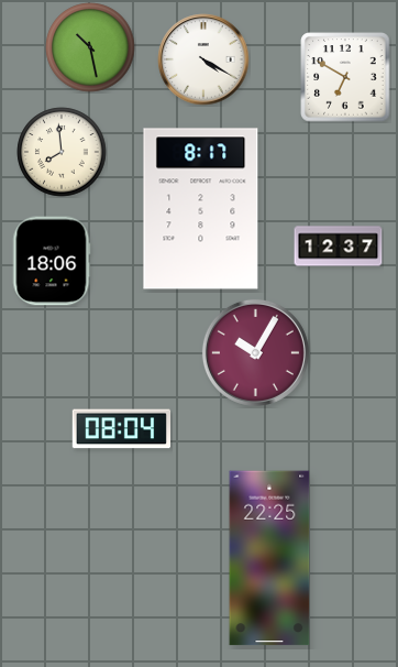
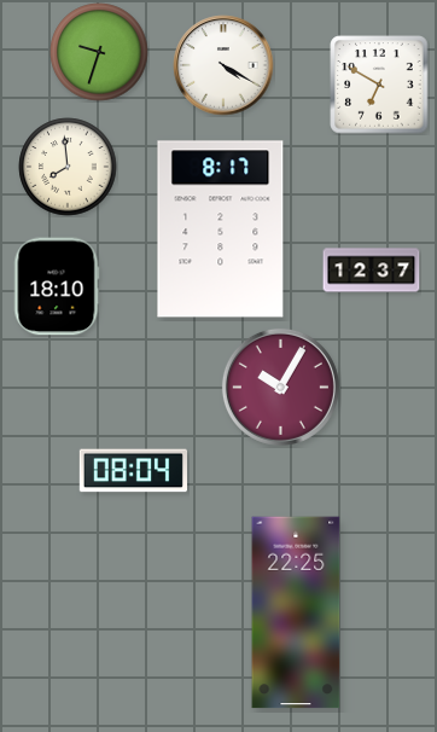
clock at (90, 47): 10:28 -> 9:33
clock at (52, 261): 18:06 -> 18:10
